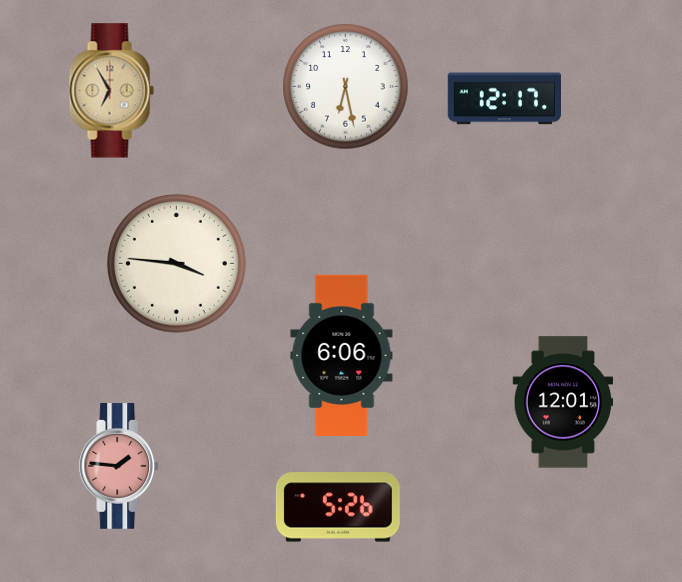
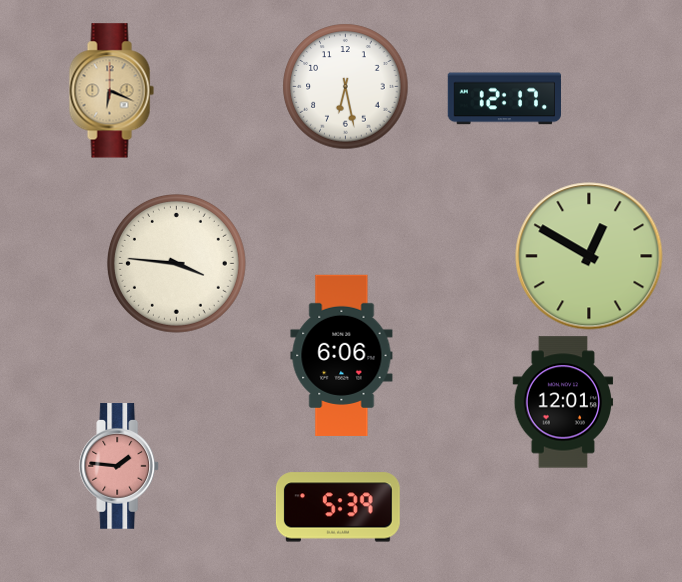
clock at (111, 91): 6:55 -> 6:19
clock at (589, 256): none -> 12:50
clock at (338, 507): 5:26 -> 5:39
